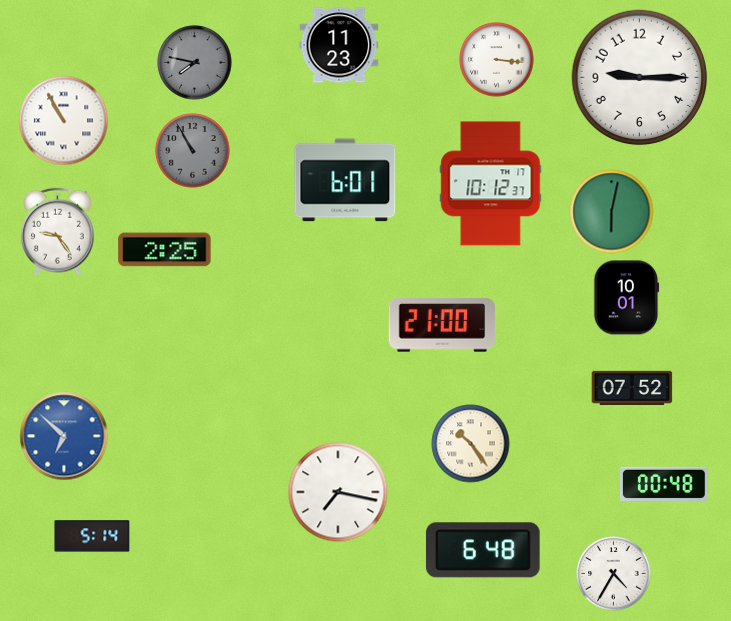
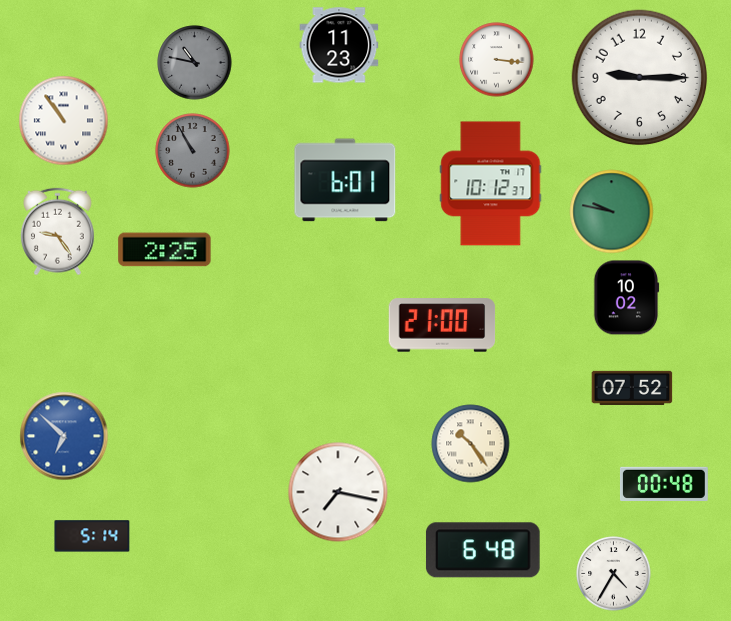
clock at (195, 63): 7:47 -> 10:47
clock at (64, 121): 10:55 -> 10:54
clock at (612, 212): 6:02 -> 9:47
clock at (626, 298): 10:01 -> 10:02
